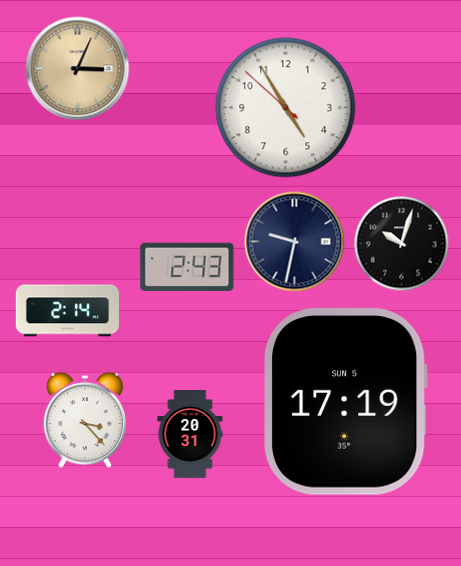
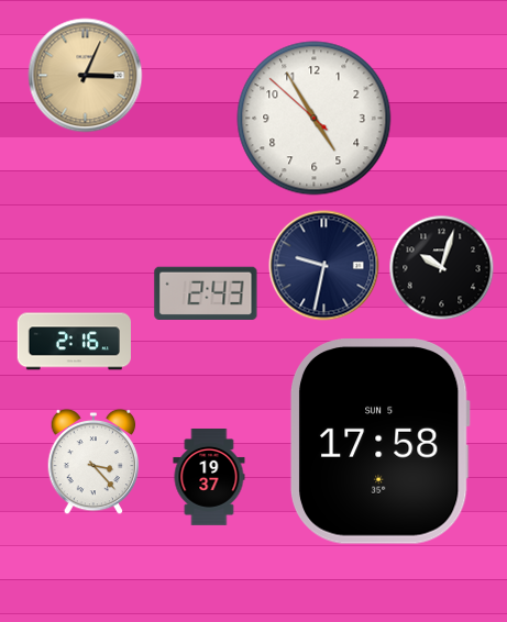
clock at (67, 311): 2:14 -> 2:16
clock at (345, 402): 17:19 -> 17:58
clock at (190, 435): 20:31 -> 19:37
